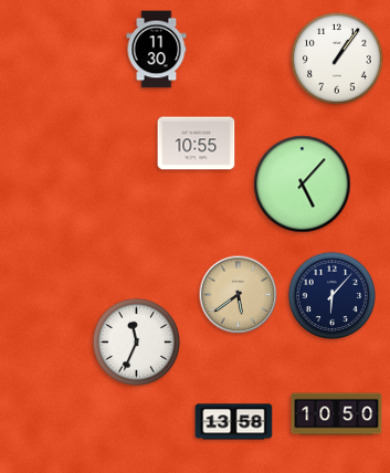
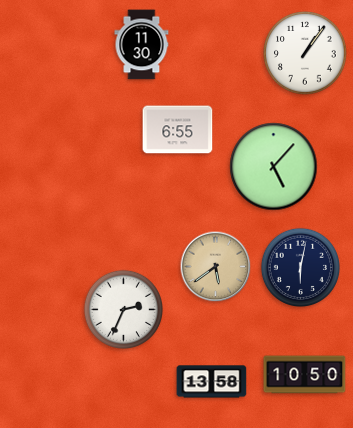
clock at (197, 144): 10:55 -> 6:55
clock at (331, 295): 6:07 -> 6:02
clock at (136, 341): 11:34 -> 2:34
